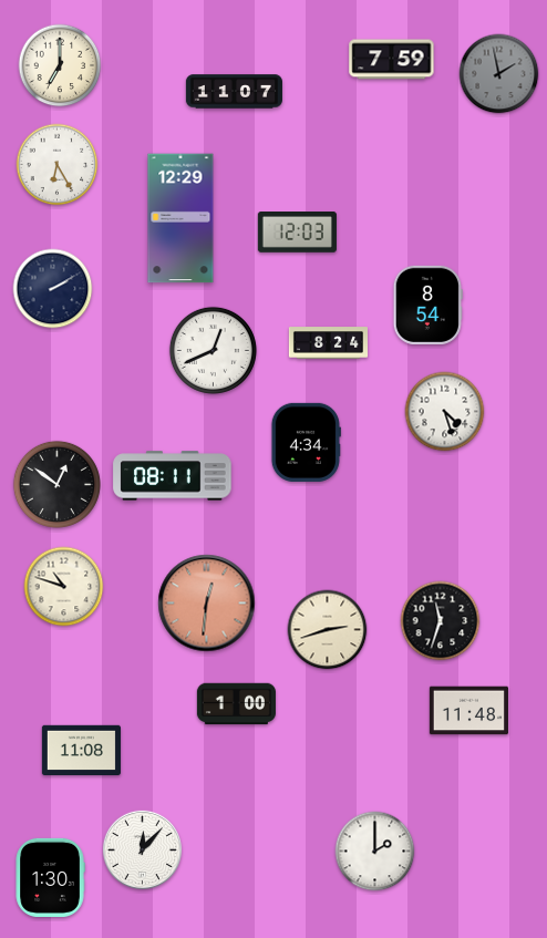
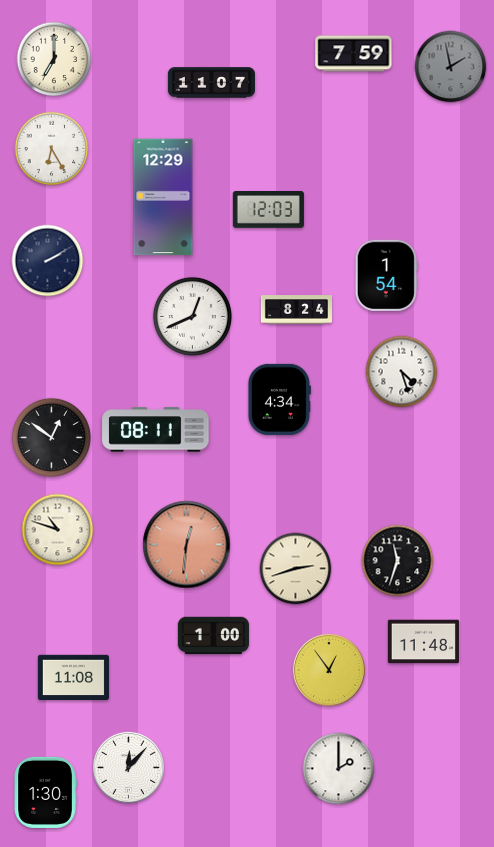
clock at (427, 305): 8:54 -> 1:54
clock at (306, 442) position: (306, 442) -> (279, 399)
clock at (329, 670): none -> 12:54
